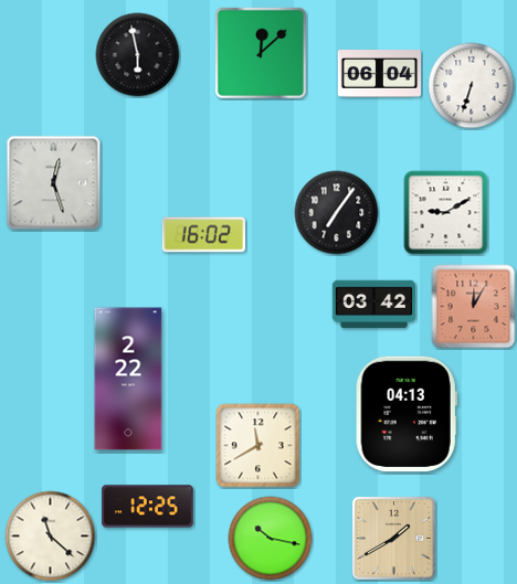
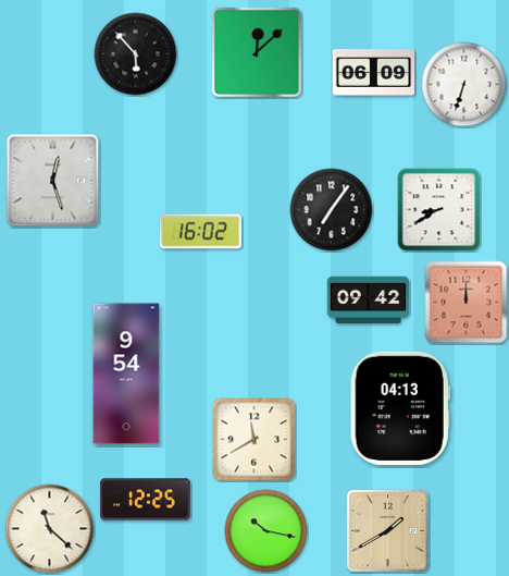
clock at (138, 55): 5:58 -> 5:53
clock at (379, 74): 06:04 -> 06:09
clock at (446, 213): 9:10 -> 8:40
clock at (373, 305): 03:42 -> 09:42
clock at (474, 307): 12:05 -> 12:00
clock at (128, 379): 2:22 -> 9:54
